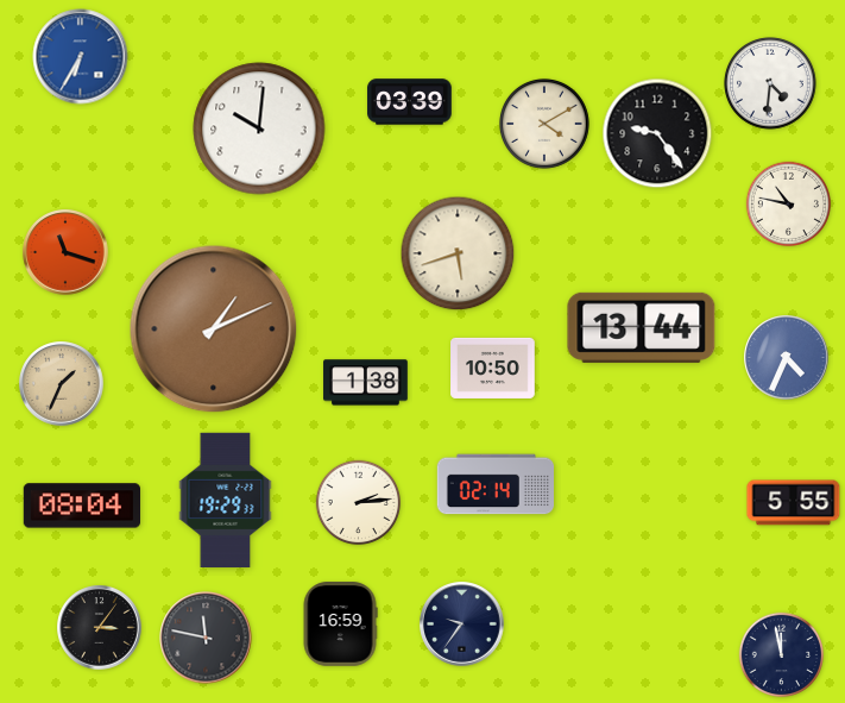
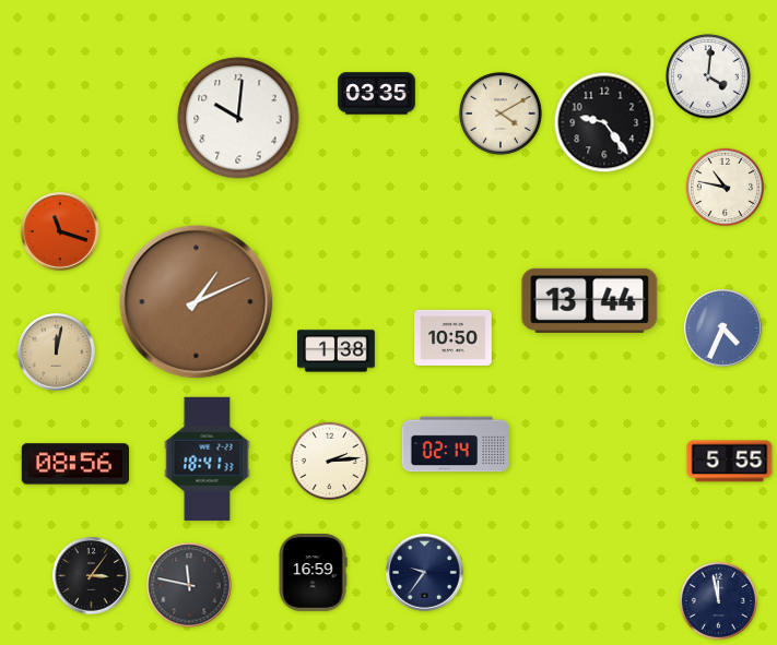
clock at (81, 57): 6:35 -> none
clock at (770, 83): 4:31 -> 4:01
clock at (410, 102): 03:39 -> 03:35
clock at (458, 253): 5:42 -> none
clock at (62, 384): 1:34 -> 12:02
clock at (226, 501): 19:29 -> 18:41
clock at (81, 506): 08:04 -> 08:56
